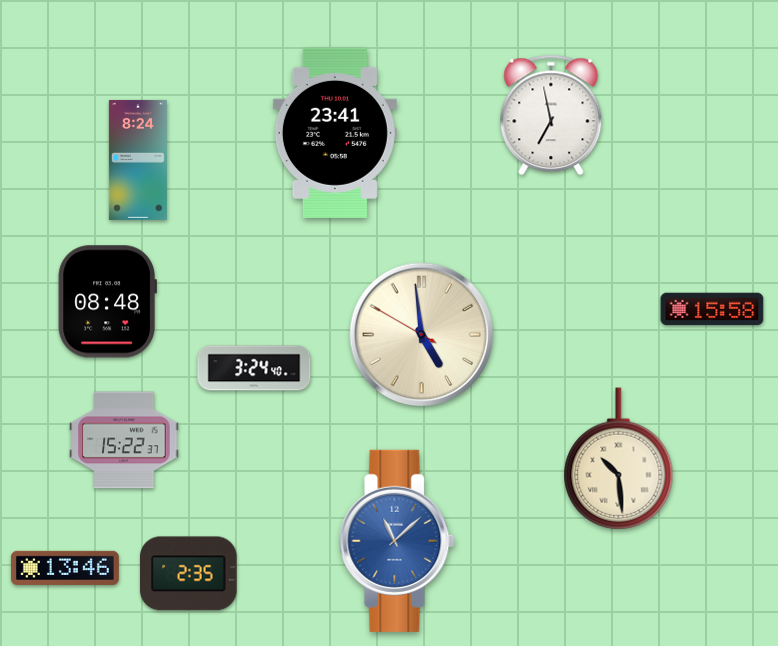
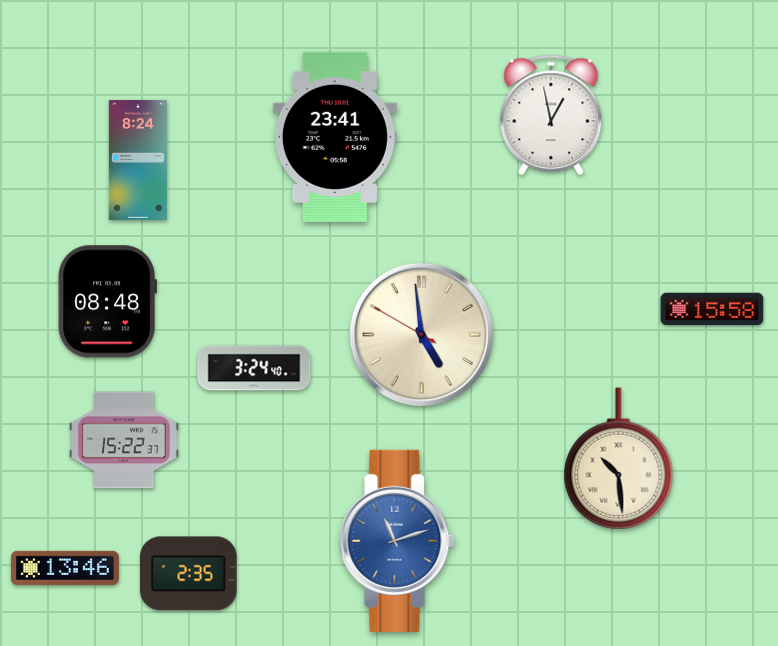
clock at (551, 115): 6:58 -> 12:58
clock at (335, 133) position: (335, 133) -> (335, 137)
clock at (397, 541): 11:08 -> 11:12
